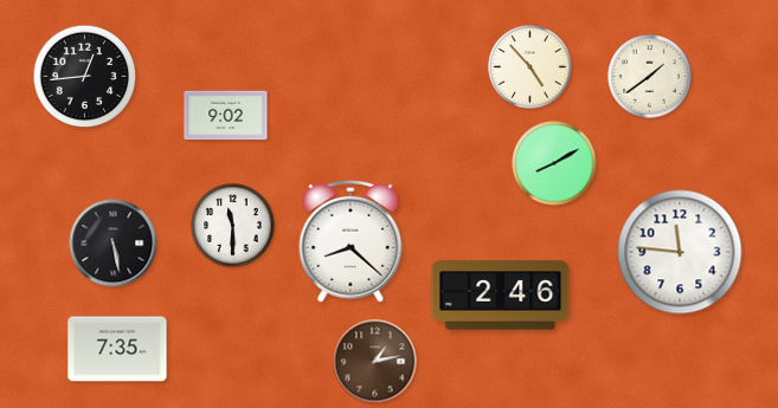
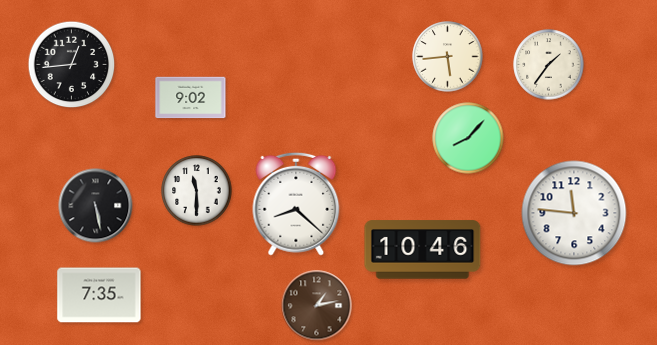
clock at (531, 67): 4:53 -> 5:44
clock at (650, 77): 1:39 -> 1:36
clock at (554, 163): 8:10 -> 8:07
clock at (501, 296): 2:46 -> 10:46
